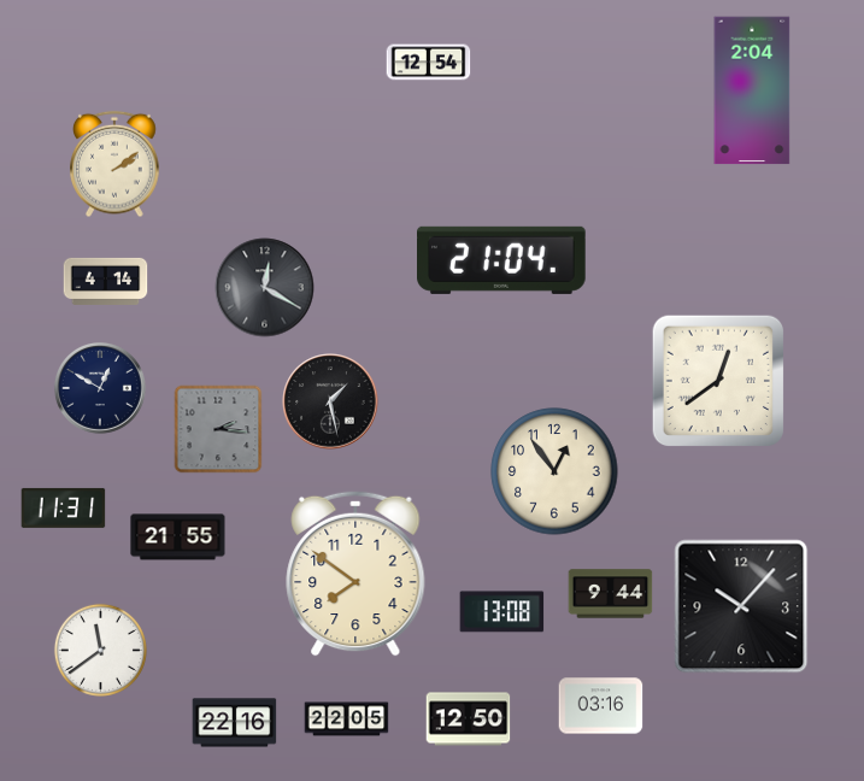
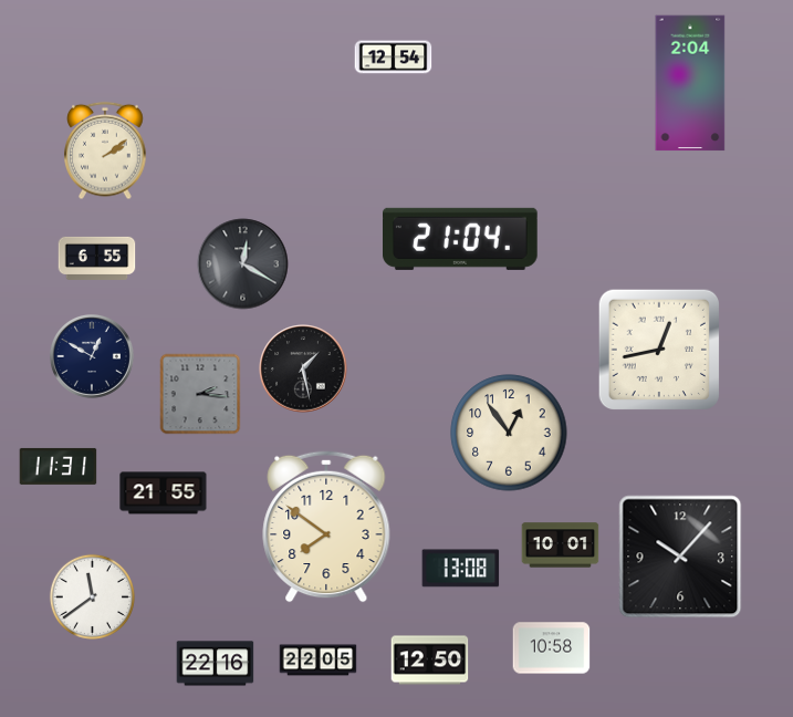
clock at (106, 281): 4:14 -> 6:55
clock at (717, 380): 12:39 -> 12:43
clock at (611, 594): 9:44 -> 10:01
clock at (502, 612) position: (502, 612) -> (461, 569)
clock at (601, 706): 03:16 -> 10:58
